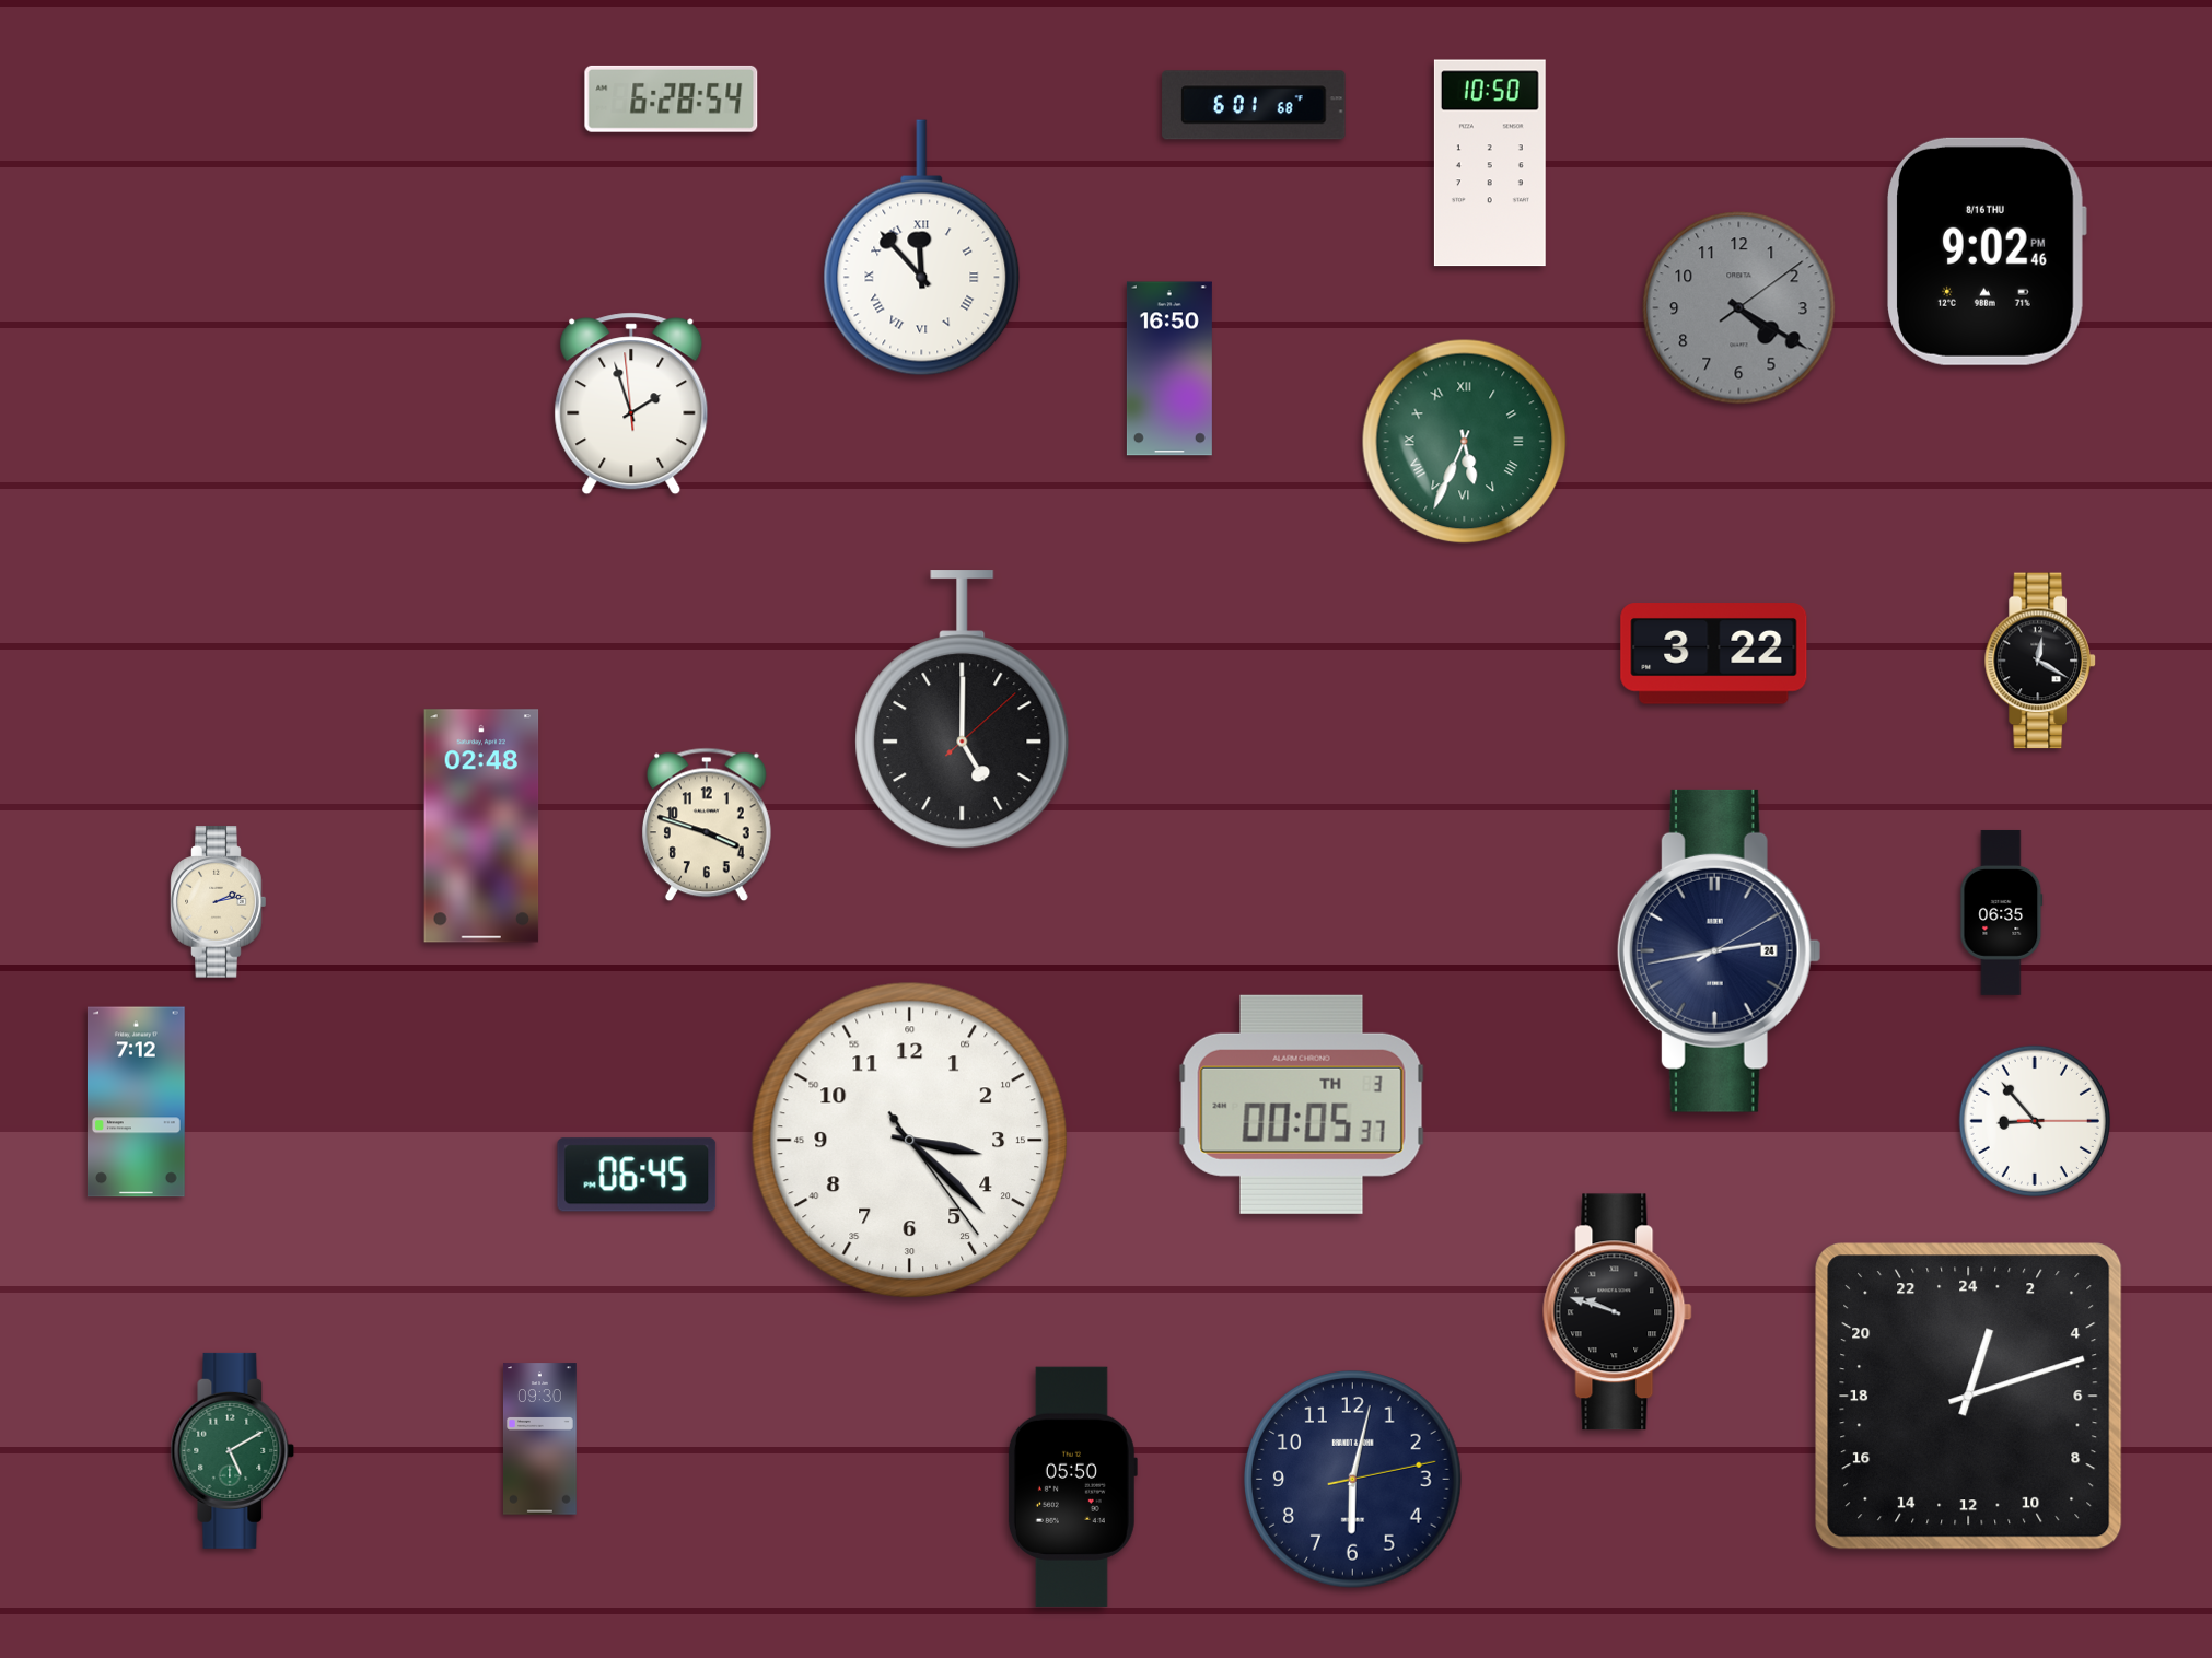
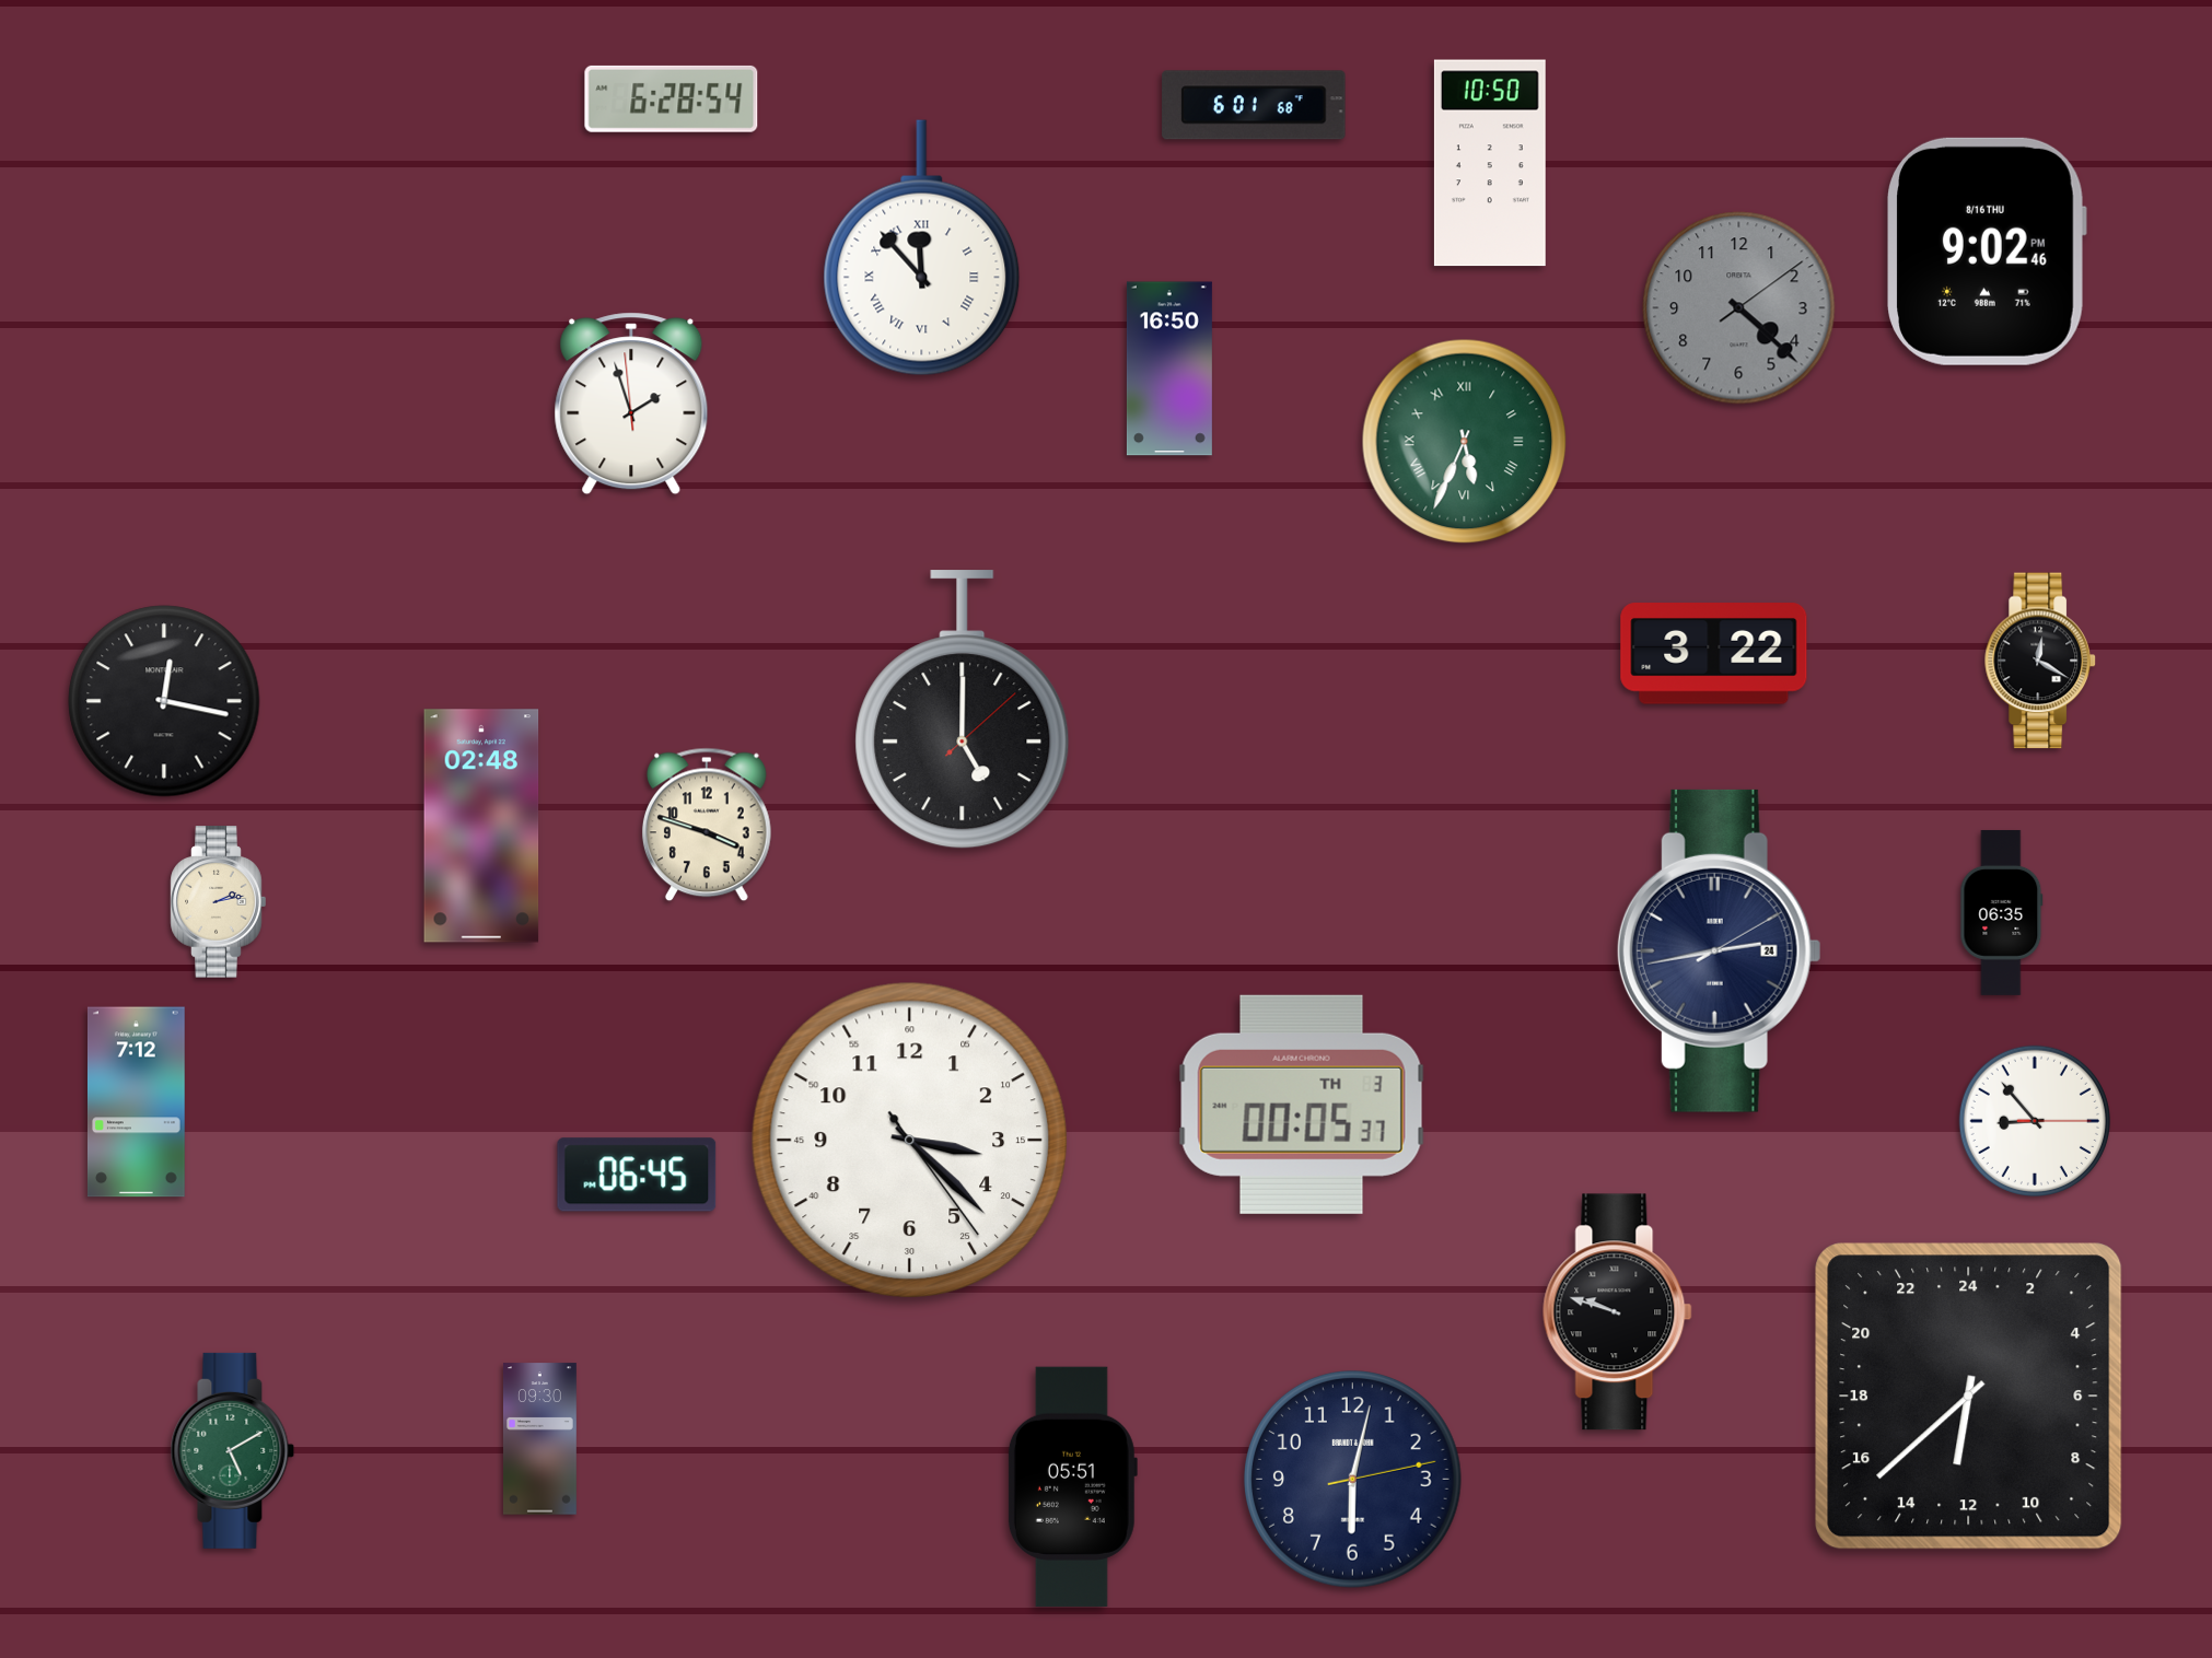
clock at (1739, 308): 4:20 -> 4:22
clock at (164, 701): none -> 12:17
clock at (1969, 1397): 1:12 -> 12:38
clock at (1072, 1486): 05:50 -> 05:51
